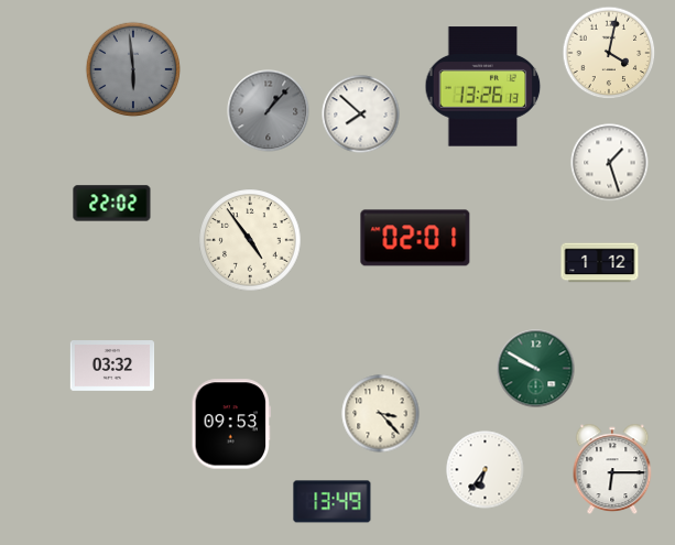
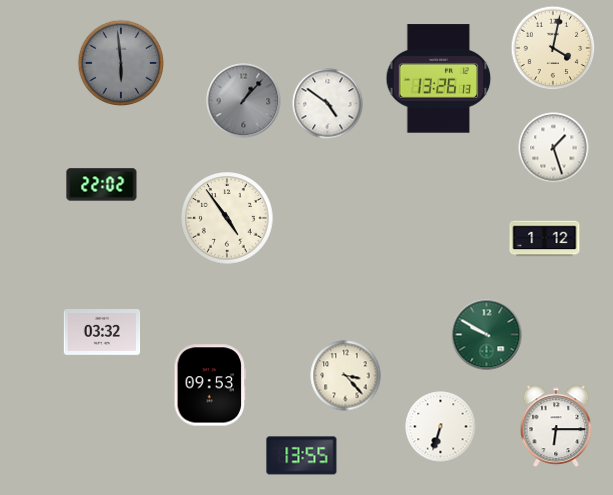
clock at (361, 115): 7:52 -> 4:51
clock at (415, 238): 02:01 -> none
clock at (486, 470): 6:36 -> 6:33
clock at (333, 502): 13:49 -> 13:55
